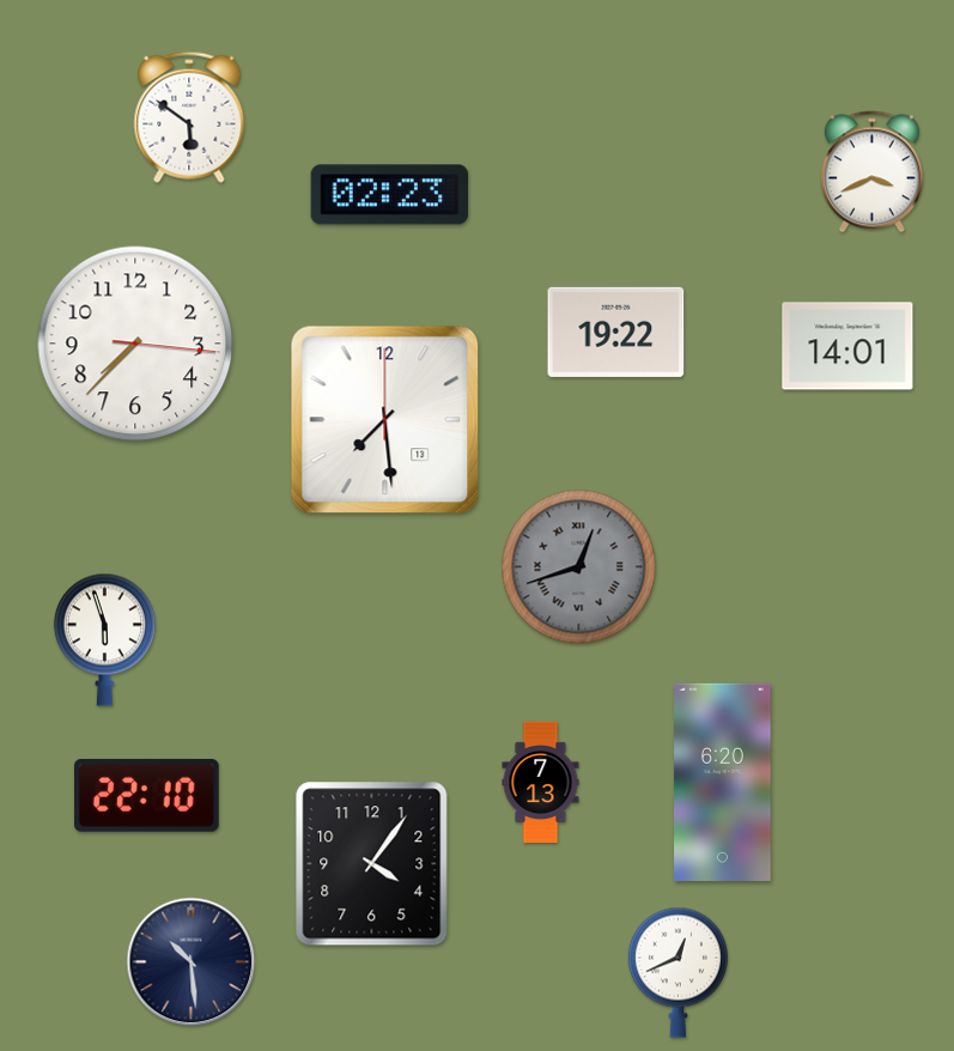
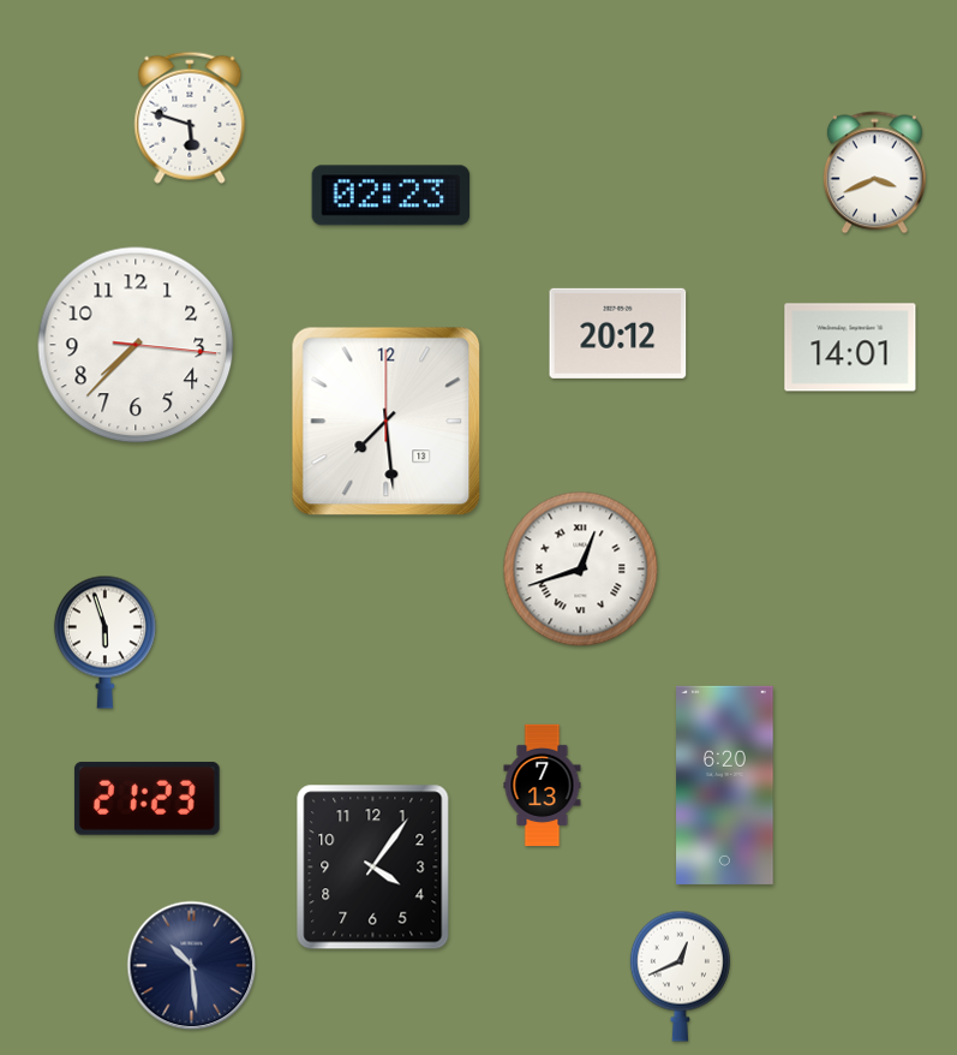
clock at (189, 117): 5:51 -> 5:48
clock at (616, 332): 19:22 -> 20:12
clock at (579, 567) dial: grey -> white
clock at (146, 795): 22:10 -> 21:23
